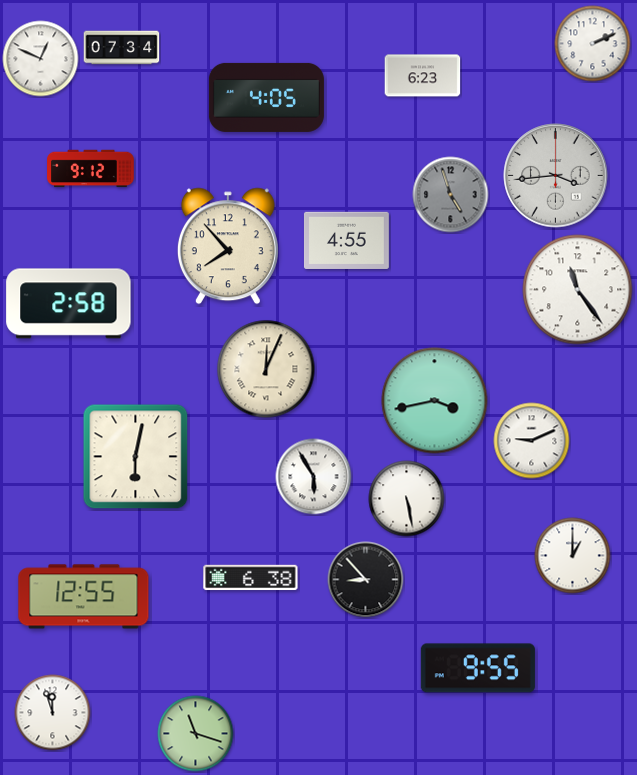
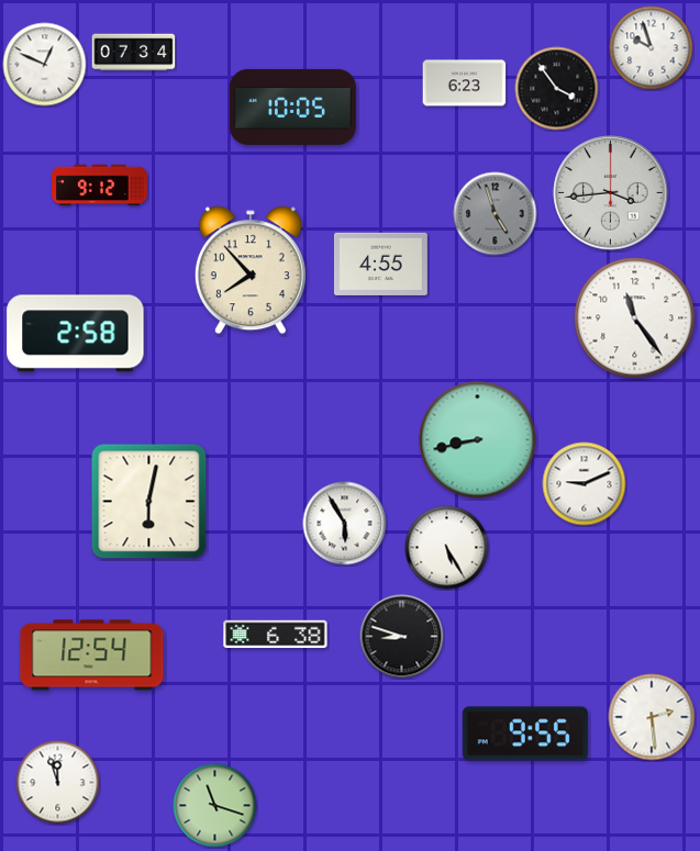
clock at (593, 44): 2:11 -> 9:57
clock at (557, 89): none -> 3:54
clock at (266, 97): 4:05 -> 10:05
clock at (266, 369): 12:04 -> none
clock at (435, 401): 3:43 -> 8:43
clock at (407, 499): 5:28 -> 5:25
clock at (573, 556): 1:00 -> none
clock at (366, 580): 8:53 -> 8:48
clock at (84, 597): 12:55 -> 12:54
clock at (652, 717): none -> 2:29
